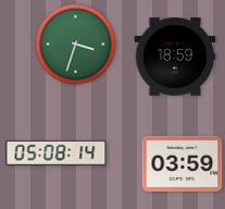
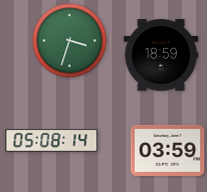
clock at (175, 57) position: (175, 57) -> (161, 55)
